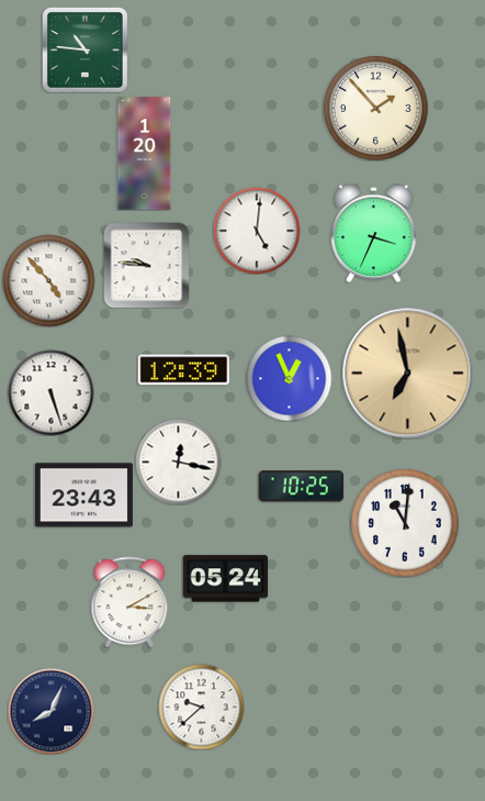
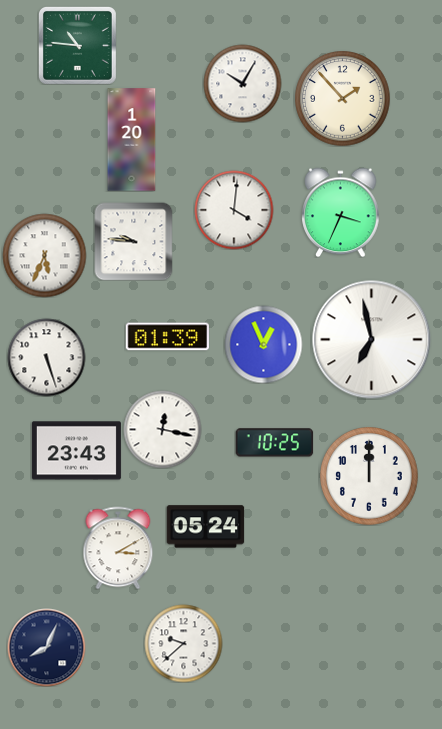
clock at (242, 83): none -> 10:05
clock at (257, 231): 5:01 -> 4:01
clock at (48, 280): 4:53 -> 5:34
clock at (183, 370): 12:39 -> 01:39
clock at (408, 374) dial: champagne -> white
clock at (178, 461) position: (178, 461) -> (162, 429)
clock at (406, 524): 11:01 -> 12:00
